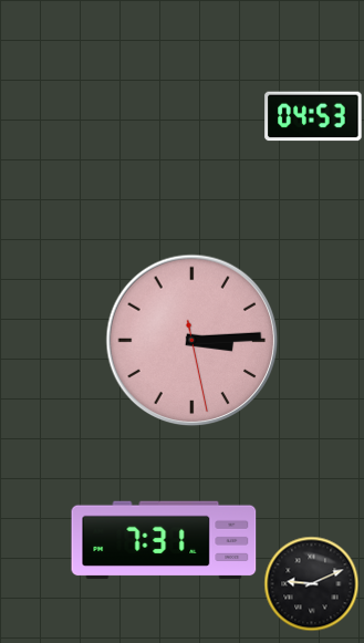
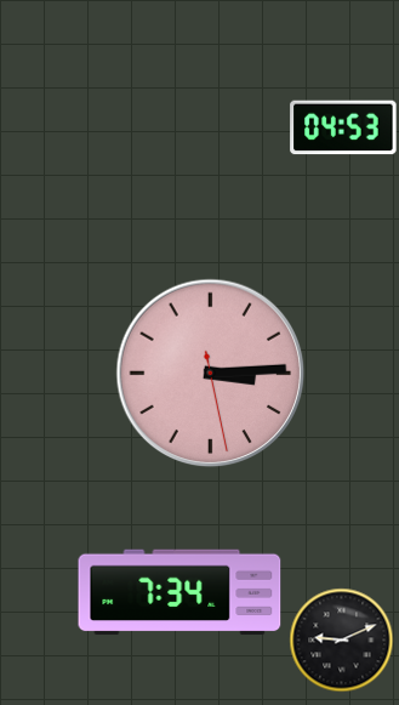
clock at (164, 540): 7:31 -> 7:34
